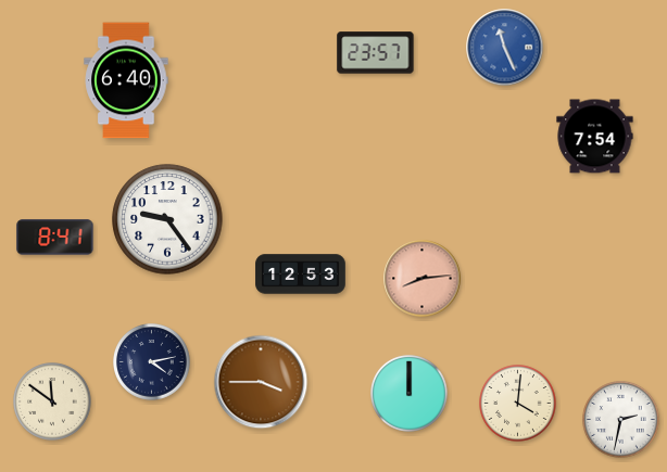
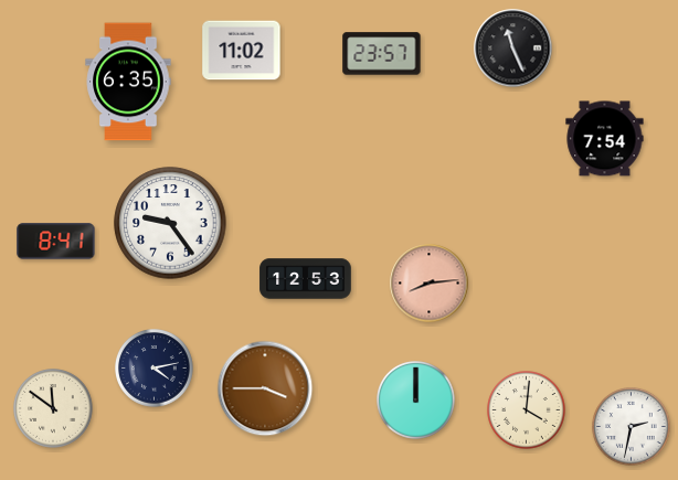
clock at (505, 48) dial: blue -> black
clock at (242, 51): none -> 11:02
clock at (126, 80): 6:40 -> 6:35
